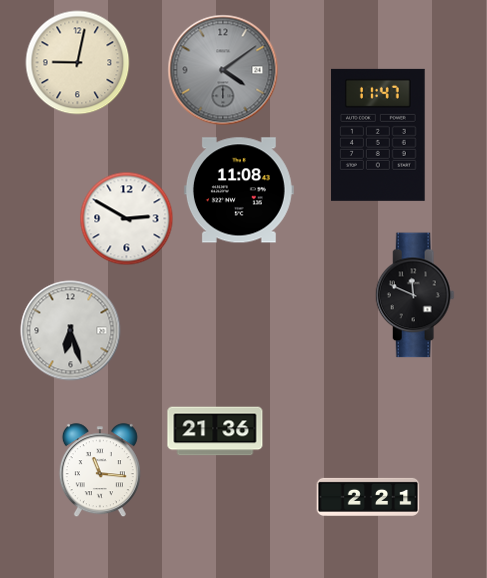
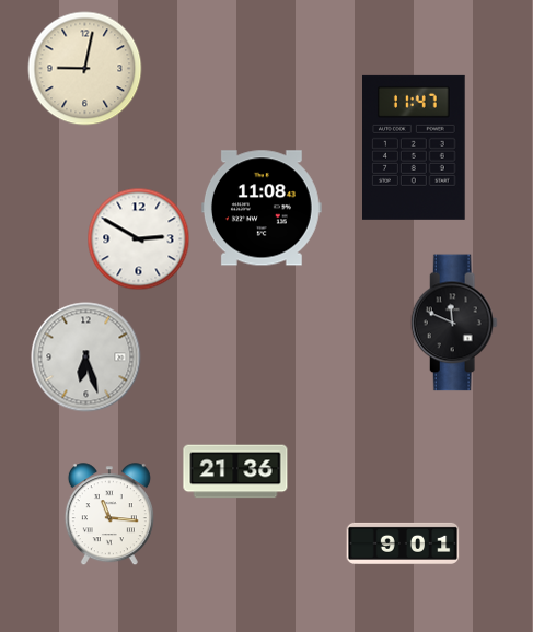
clock at (223, 70): 4:09 -> none
clock at (71, 331) position: (71, 331) -> (86, 358)
clock at (368, 497): 2:21 -> 9:01
